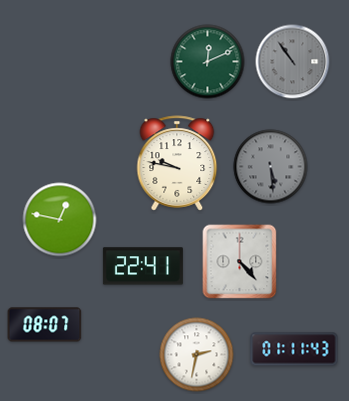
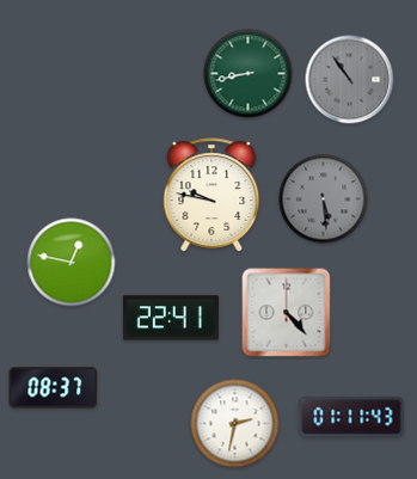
clock at (208, 62): 12:11 -> 8:43
clock at (293, 62) position: (293, 62) -> (350, 80)
clock at (45, 325): 08:07 -> 08:37
